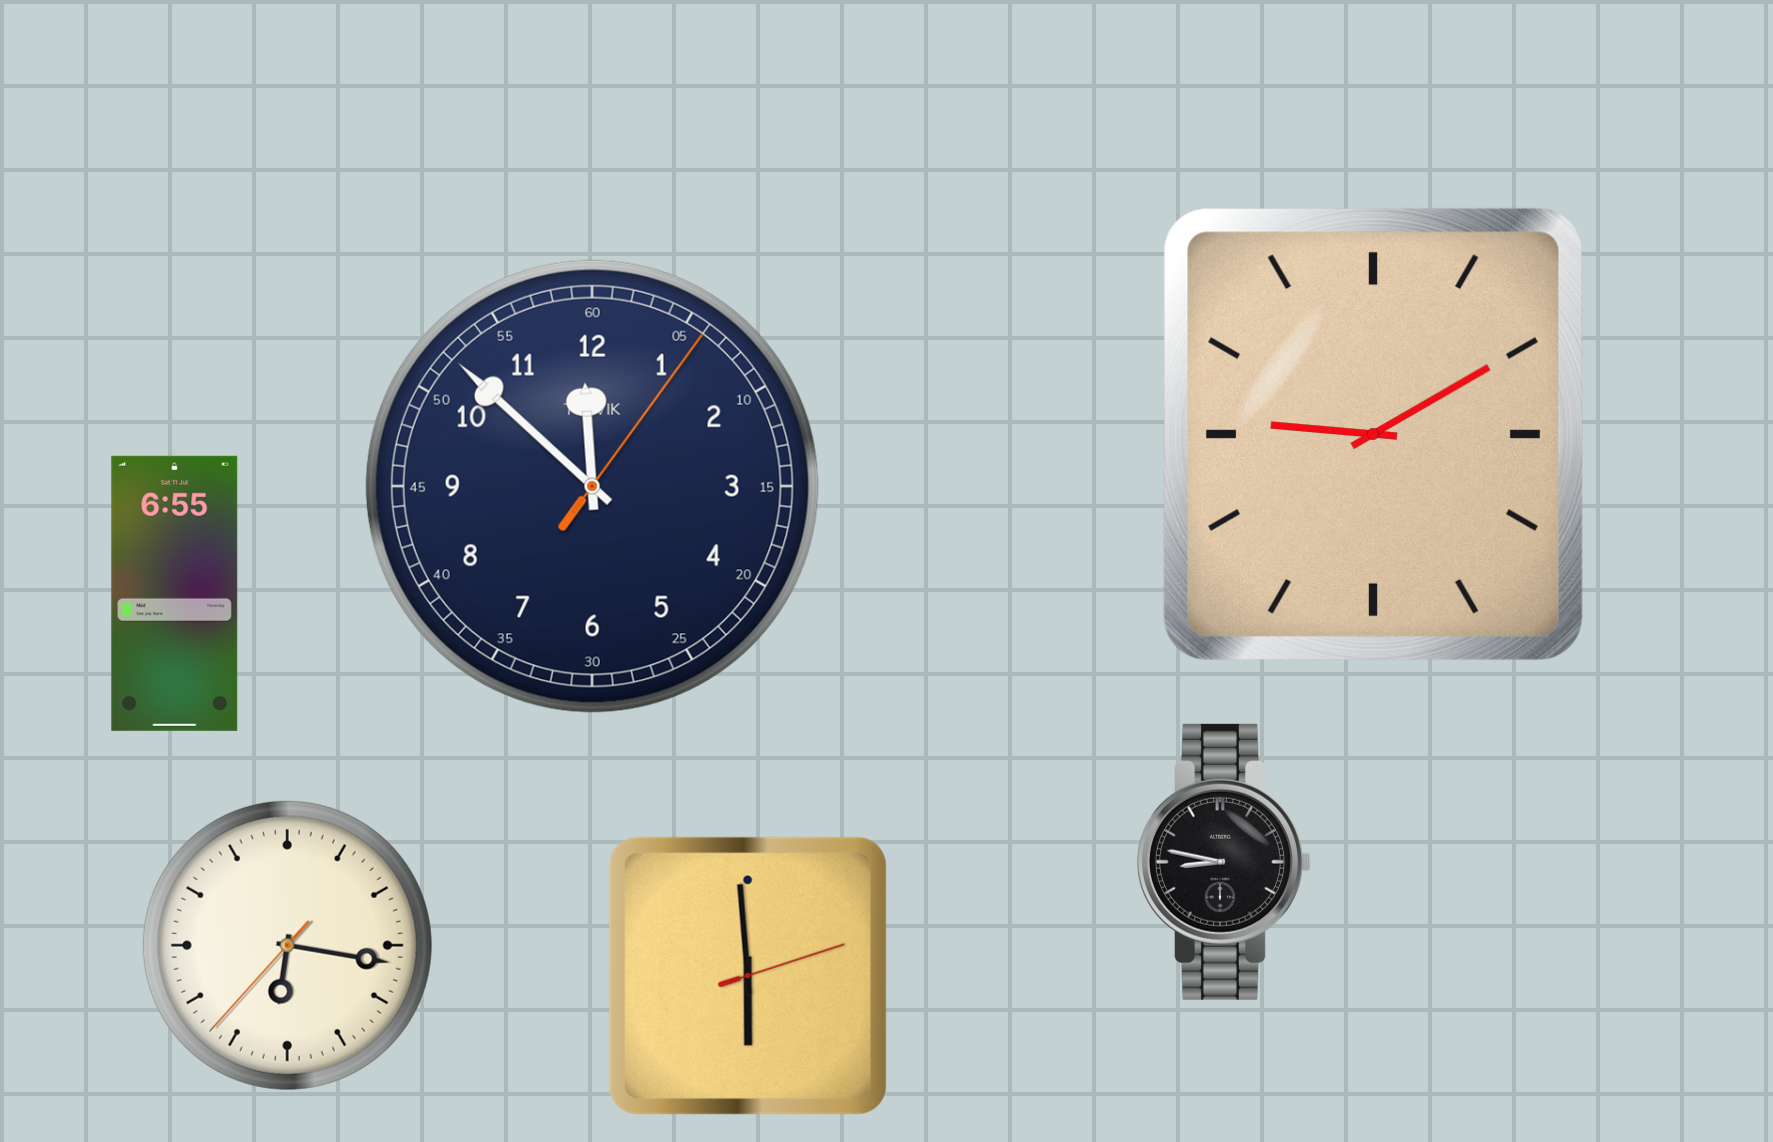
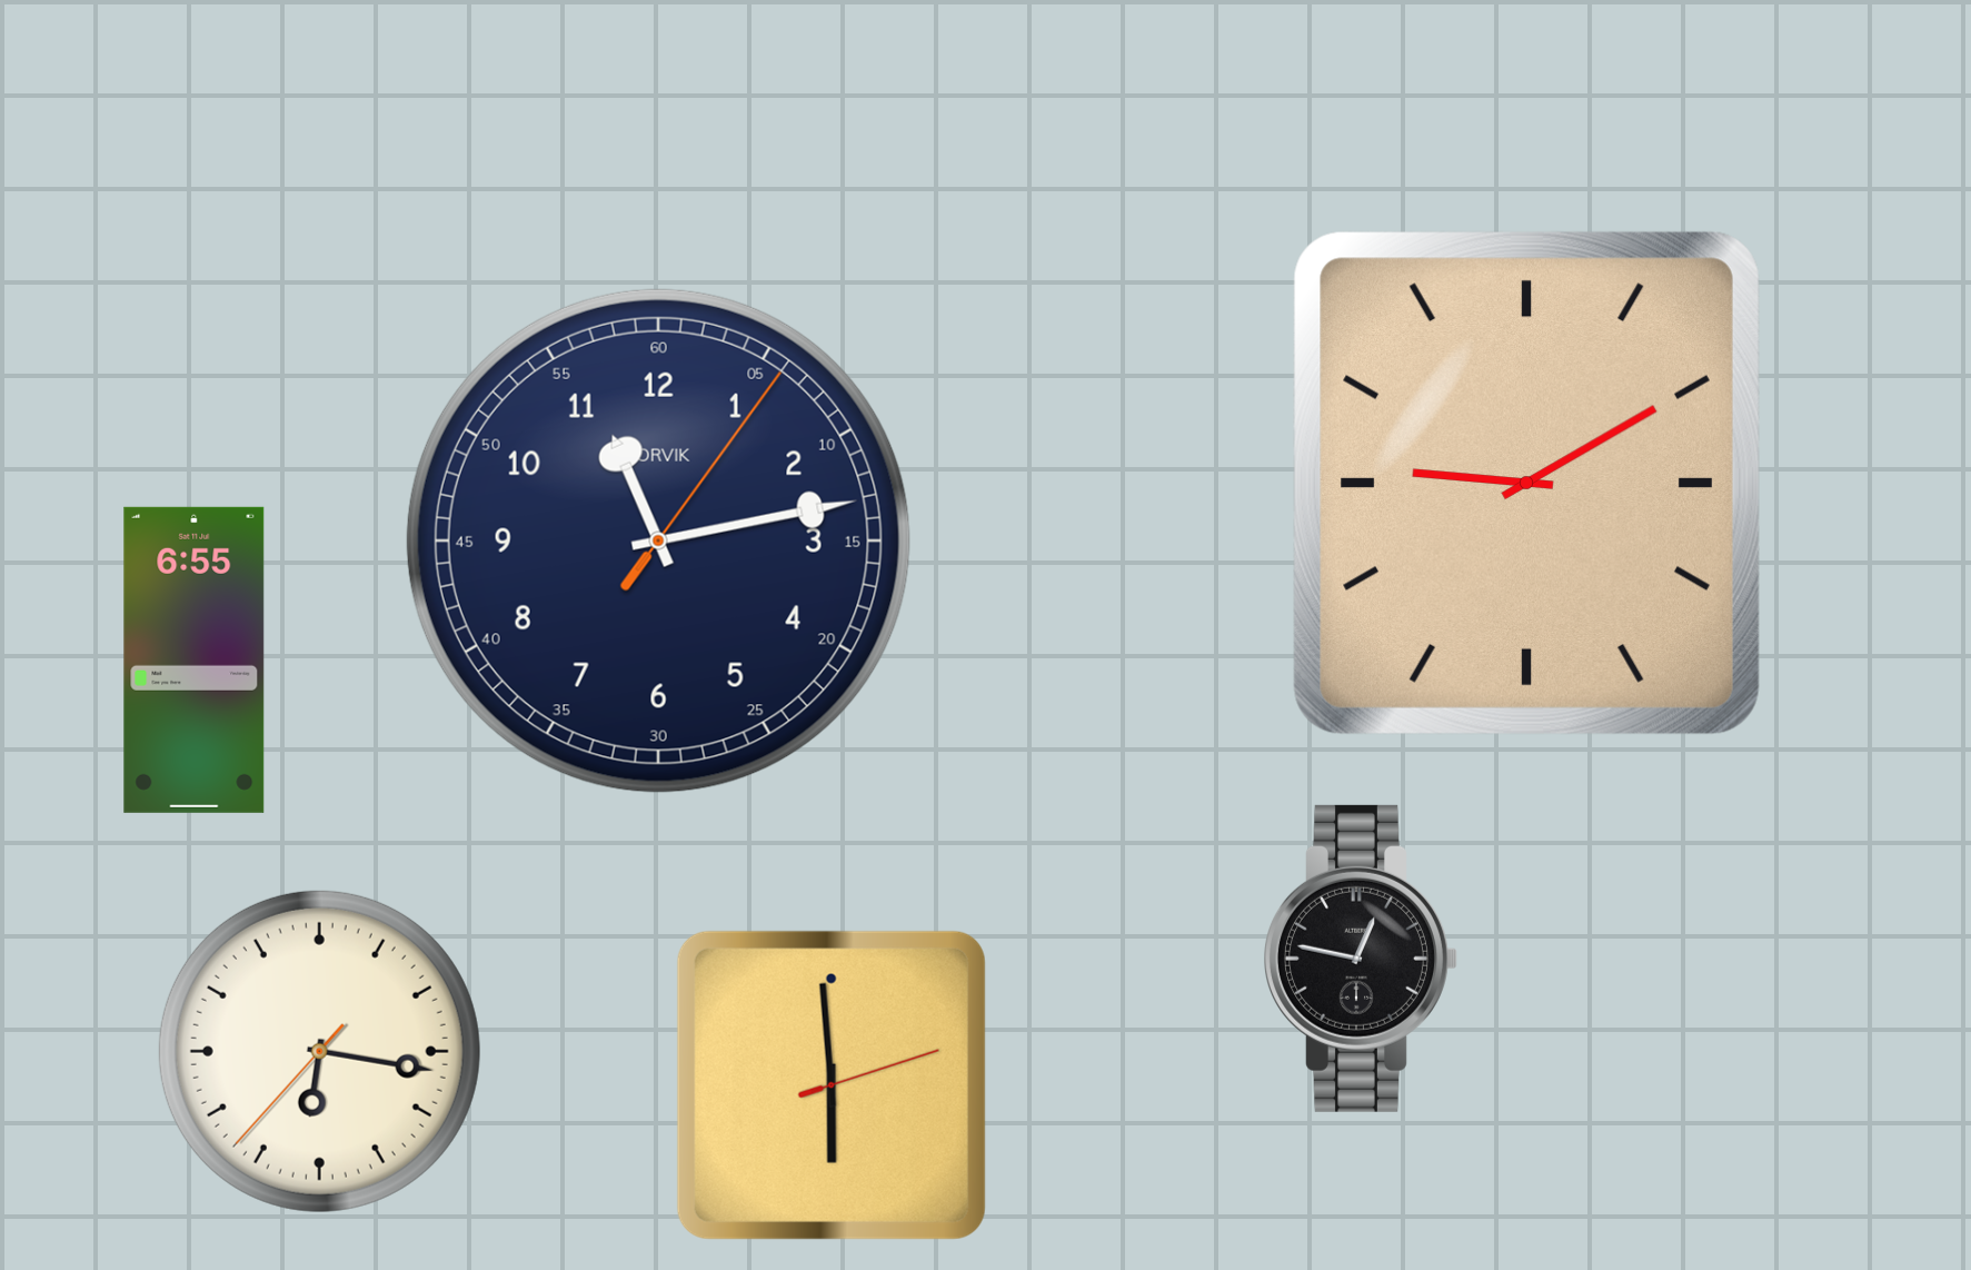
clock at (592, 486): 11:52 -> 11:13
clock at (1224, 862): 8:47 -> 12:47
